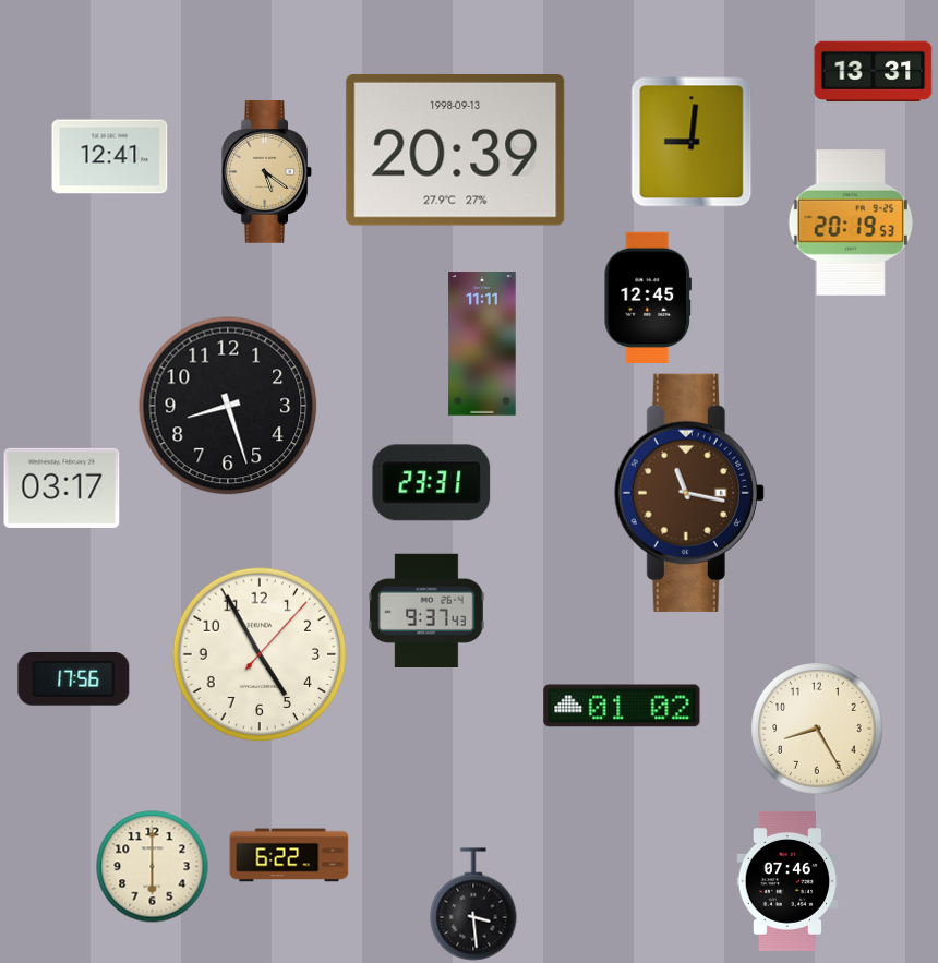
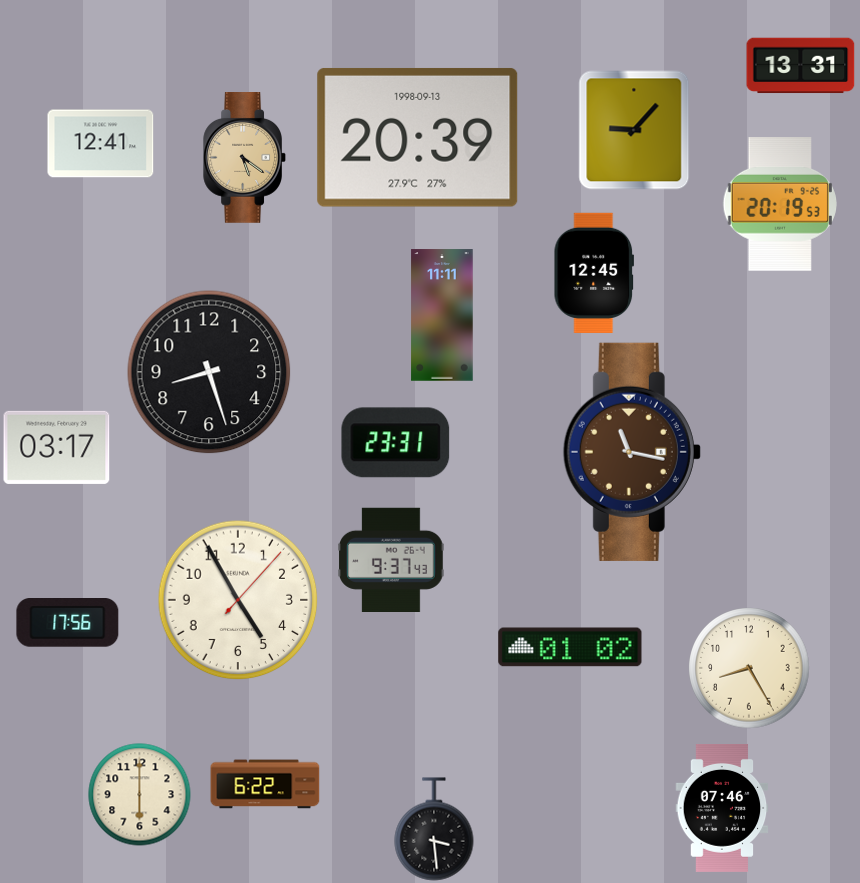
clock at (692, 142): 9:01 -> 9:07
